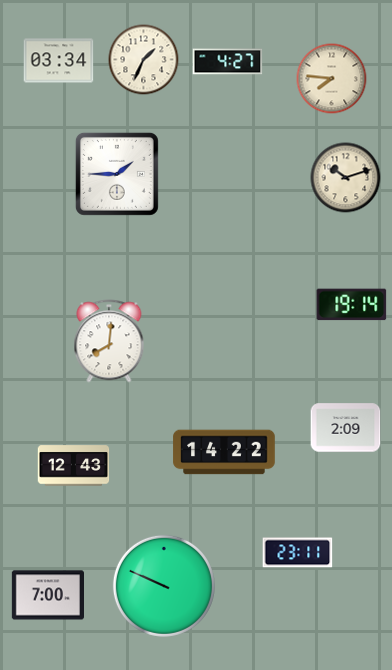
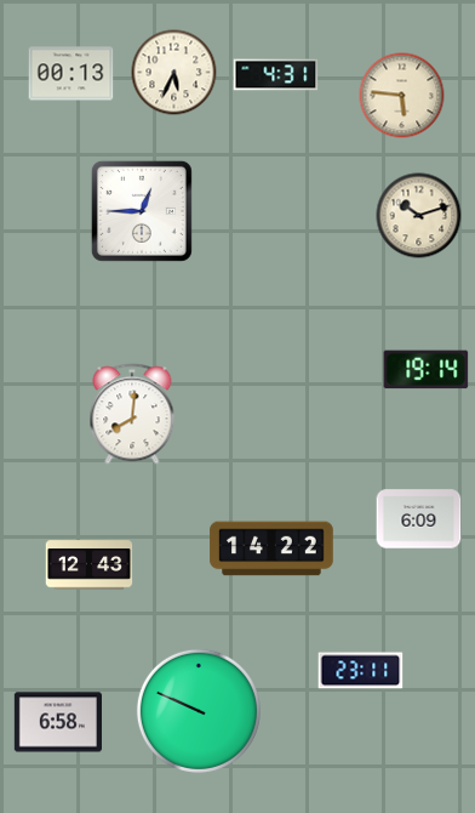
clock at (144, 60): 1:34 -> 5:34
clock at (59, 61): 03:34 -> 00:13
clock at (228, 62): 4:27 -> 4:31
clock at (332, 79): 7:46 -> 5:46
clock at (117, 174): 1:45 -> 12:45
clock at (346, 428): 2:09 -> 6:09
clock at (47, 595): 7:00 -> 6:58
